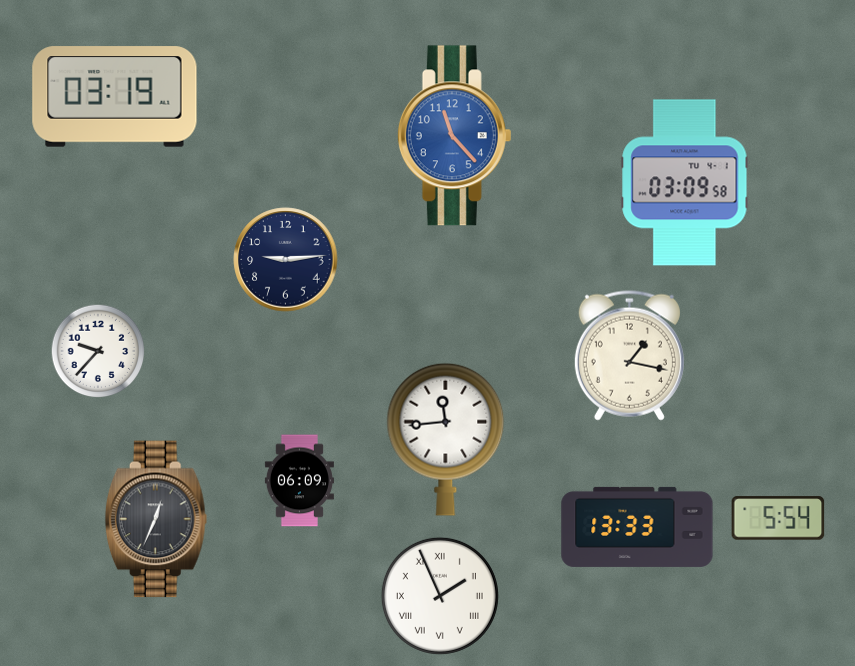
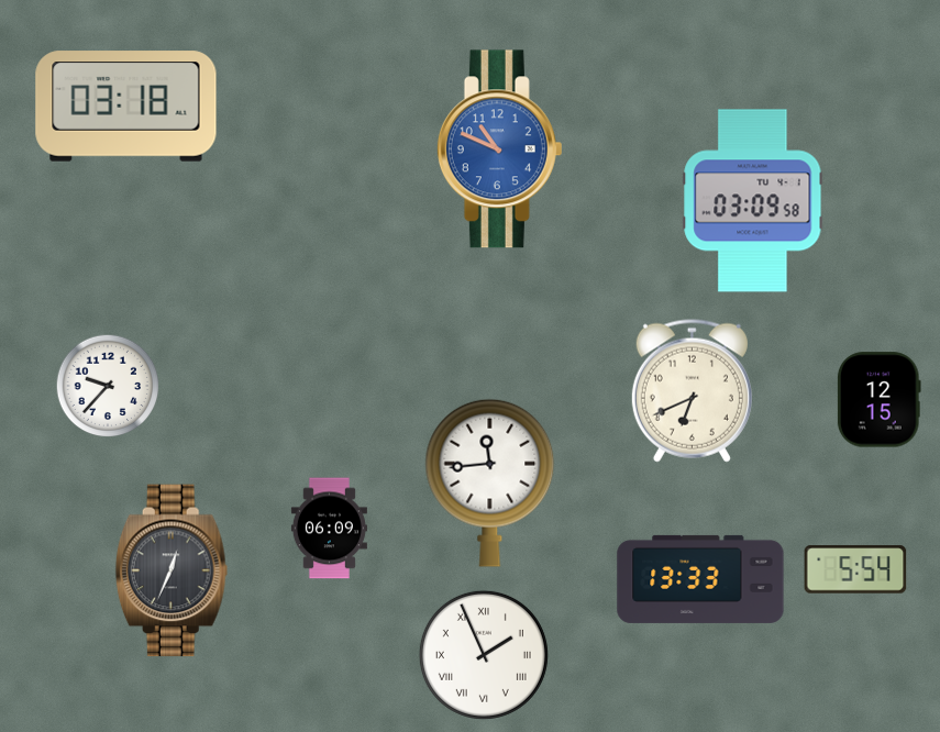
clock at (115, 97): 03:19 -> 03:18
clock at (454, 136): 11:23 -> 10:49
clock at (286, 260): 9:14 -> none
clock at (629, 355): 1:17 -> 6:41
clock at (878, 400): none -> 12:15
